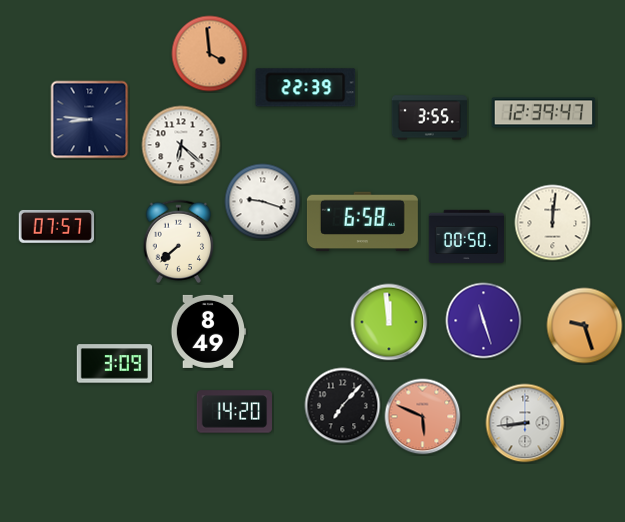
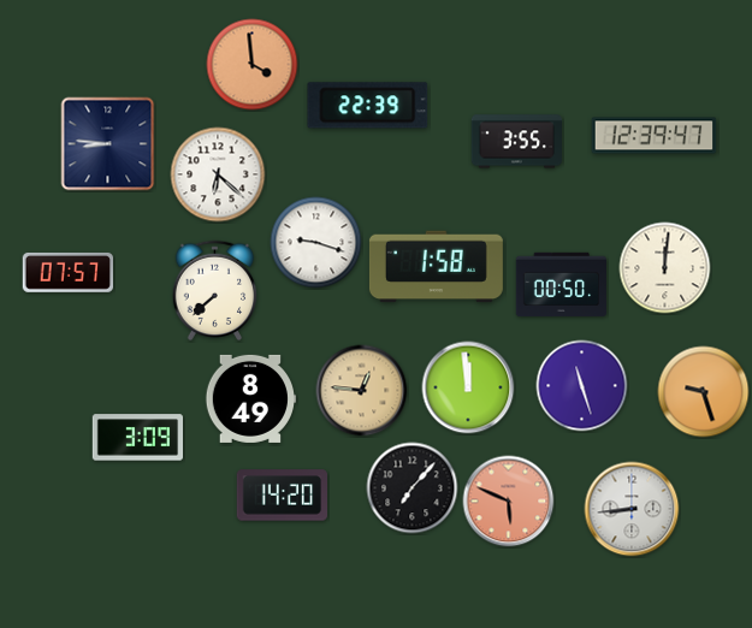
clock at (362, 222): 6:58 -> 1:58
clock at (362, 391): none -> 12:46
